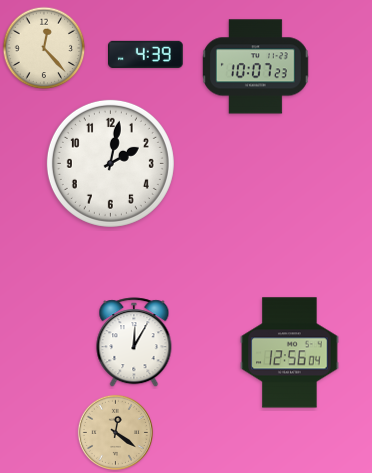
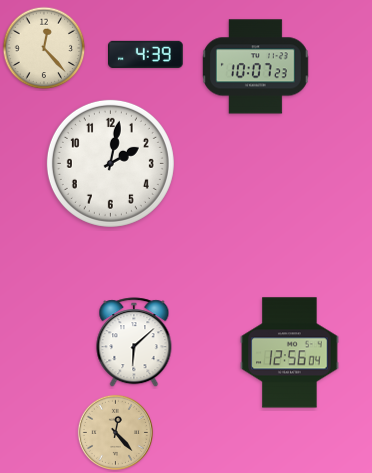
clock at (134, 343): 12:05 -> 6:08
clock at (115, 432): 12:21 -> 12:23
